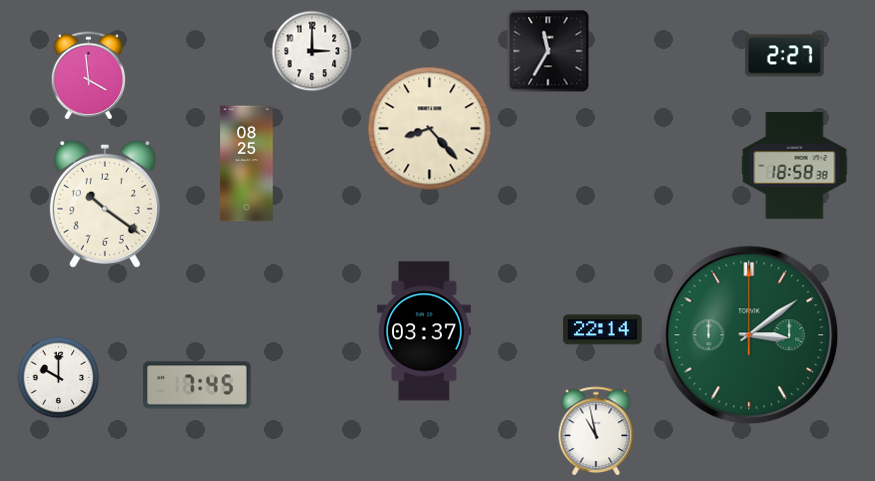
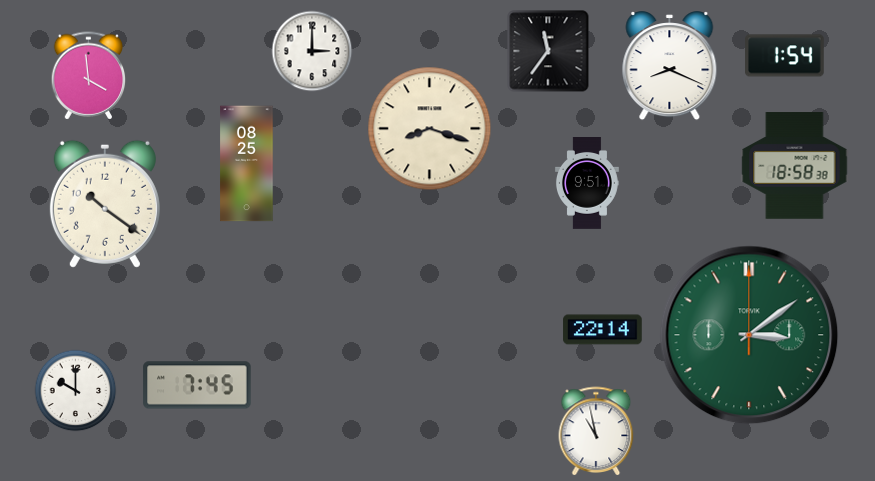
clock at (548, 51): 11:35 -> 11:36
clock at (785, 56): 2:27 -> 1:54
clock at (670, 66): none -> 8:19
clock at (430, 129): 8:23 -> 8:18
clock at (587, 184): none -> 9:51
clock at (425, 331): 03:37 -> none
clock at (59, 378) position: (59, 378) -> (76, 391)
